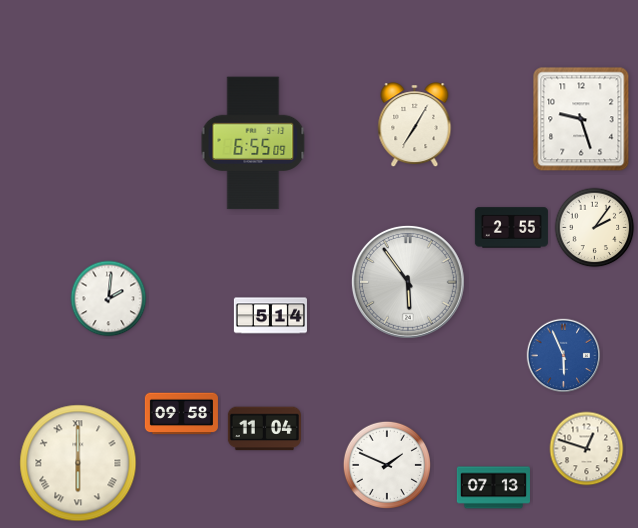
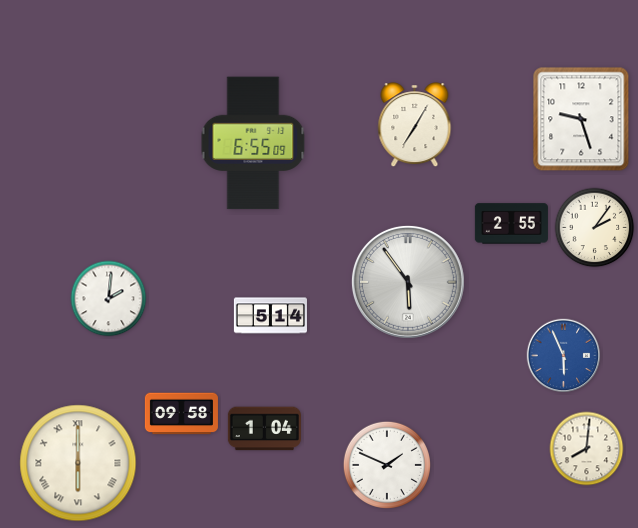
clock at (511, 228) position: (511, 228) -> (511, 224)
clock at (264, 429): 11:04 -> 1:04
clock at (587, 449): 12:48 -> 8:01
clock at (493, 488): 07:13 -> none
